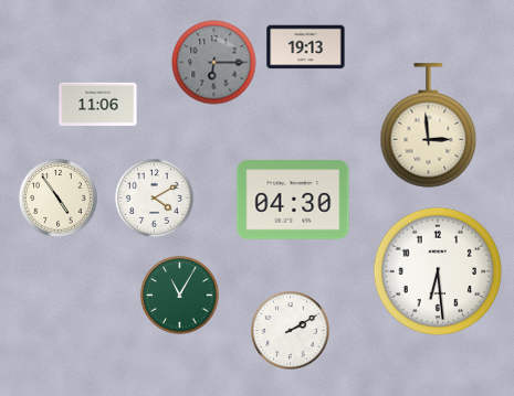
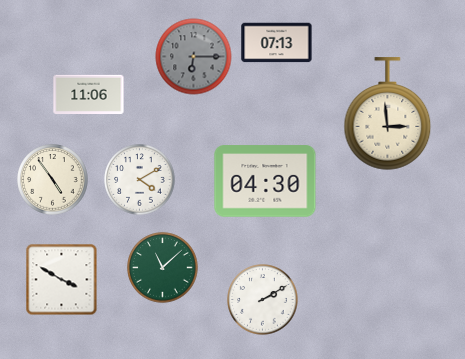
clock at (306, 47): 19:13 -> 07:13
clock at (438, 271): 6:29 -> none
clock at (180, 296): 11:05 -> 11:08
clock at (62, 280): none -> 3:50
